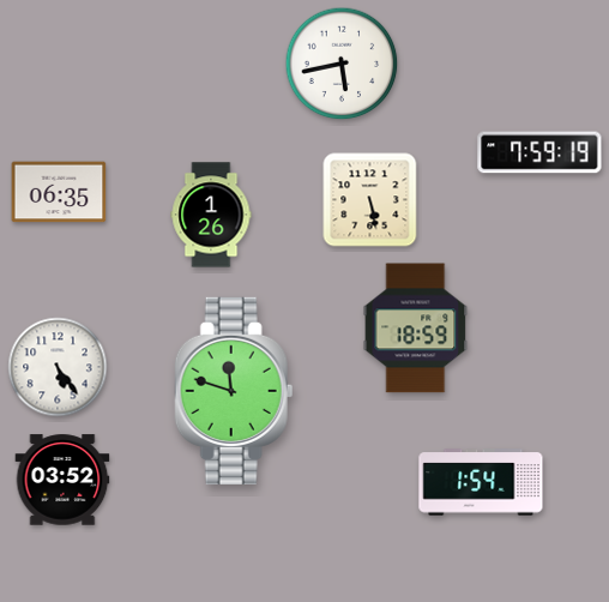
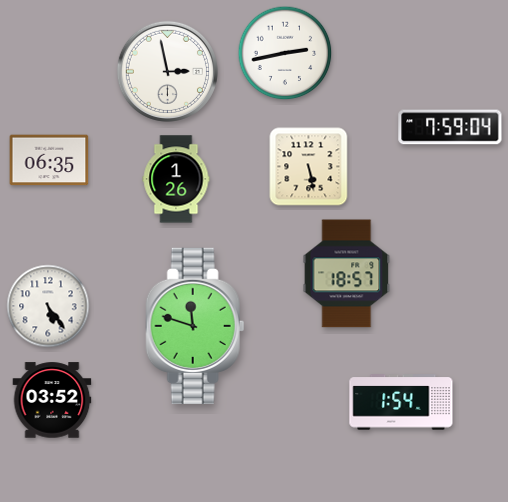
clock at (342, 64): 5:43 -> 2:43
clock at (167, 71): none -> 2:58
clock at (539, 152): 7:59:19 -> 7:59:04
clock at (416, 329): 18:59 -> 18:57
